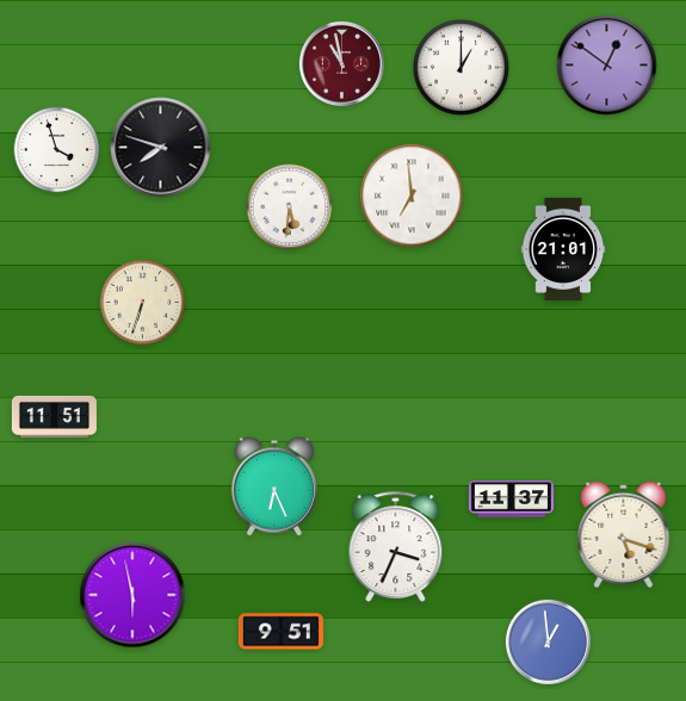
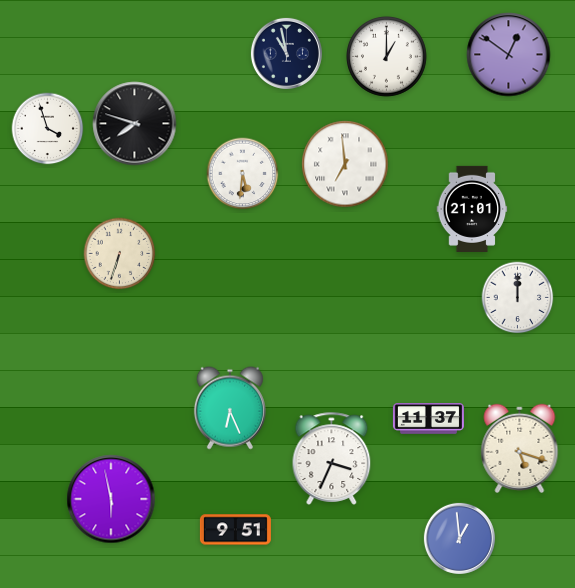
clock at (341, 63) dial: burgundy -> navy
clock at (57, 150) position: (57, 150) -> (48, 129)
clock at (518, 298): none -> 12:00
clock at (54, 416): 11:51 -> none
clock at (624, 534) position: (624, 534) -> (520, 448)
